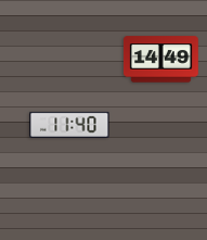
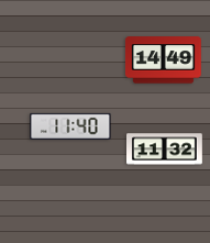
clock at (165, 150): none -> 11:32
